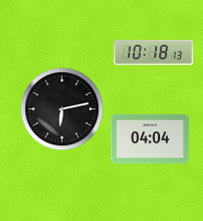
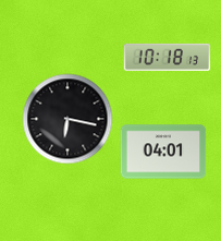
clock at (62, 109): 6:13 -> 6:17
clock at (150, 139): 04:04 -> 04:01
